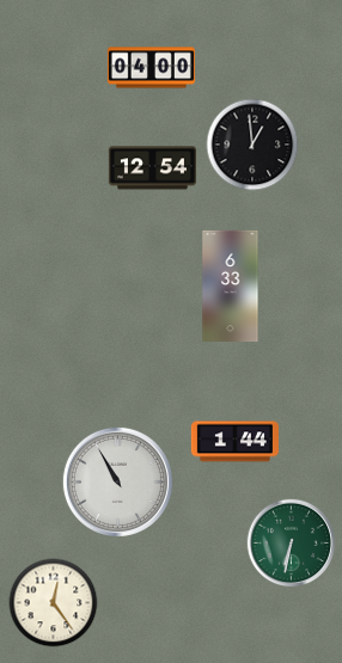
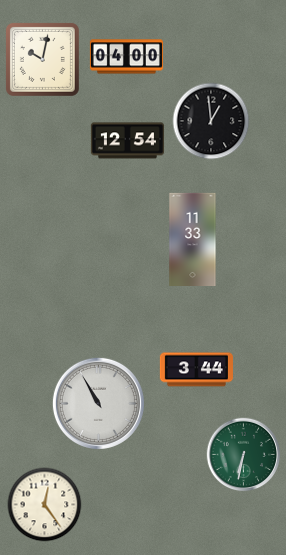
clock at (42, 59): none -> 10:02
clock at (231, 286): 6:33 -> 11:33
clock at (234, 442): 1:44 -> 3:44
